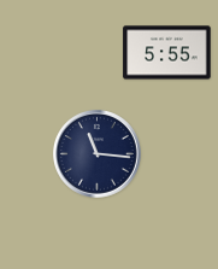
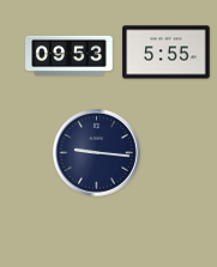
clock at (70, 56): none -> 09:53
clock at (98, 154): 11:16 -> 9:16
